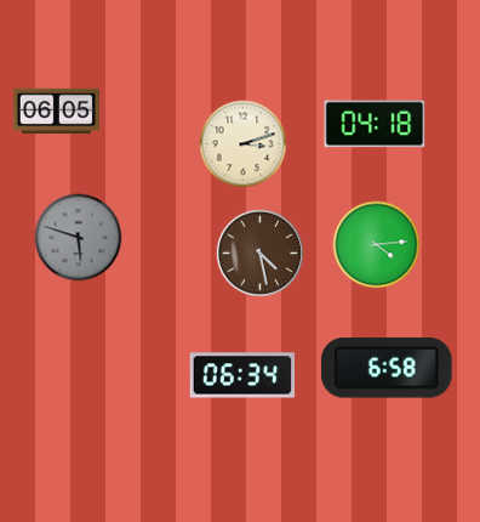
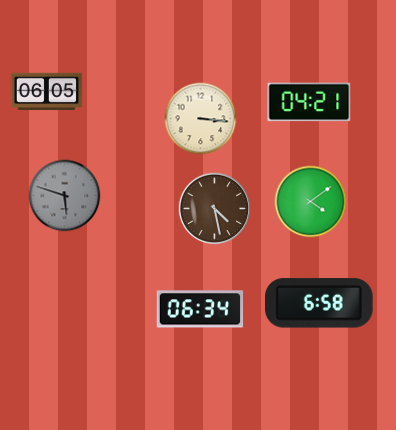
clock at (375, 124): 04:18 -> 04:21
clock at (244, 144): 3:12 -> 3:16
clock at (377, 245): 4:14 -> 4:09
